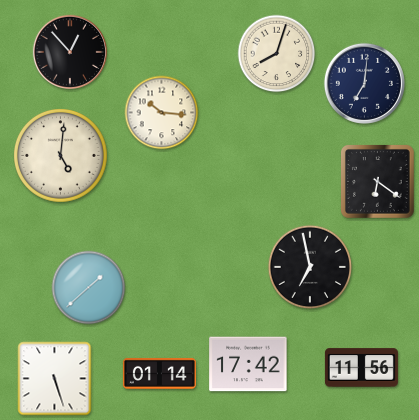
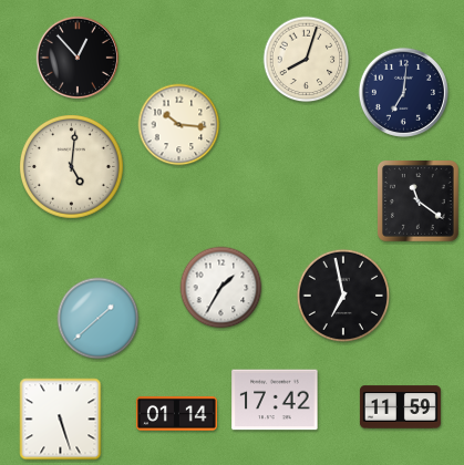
clock at (61, 156) position: (61, 156) -> (72, 167)
clock at (378, 182): 6:21 -> 11:21
clock at (221, 288): none -> 1:35
clock at (248, 364) position: (248, 364) -> (275, 400)
clock at (361, 368): 11:56 -> 11:59
